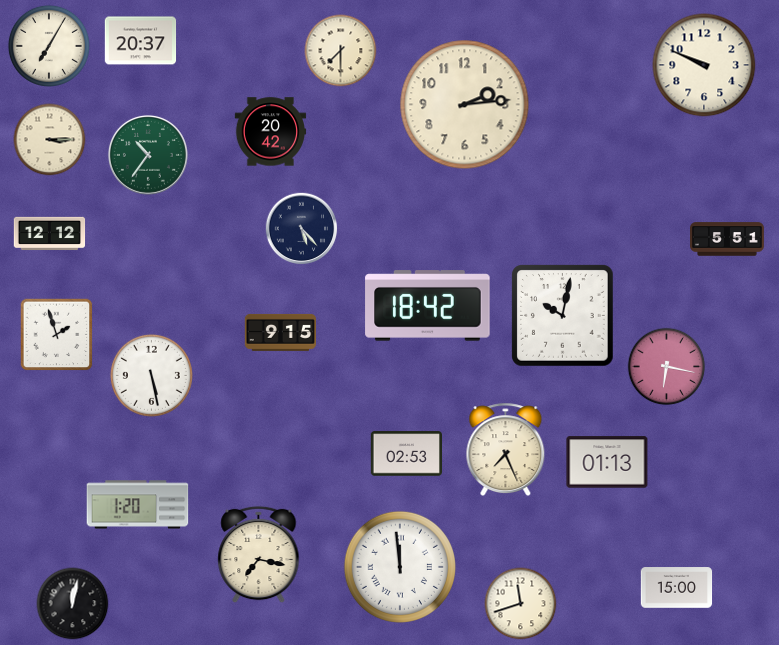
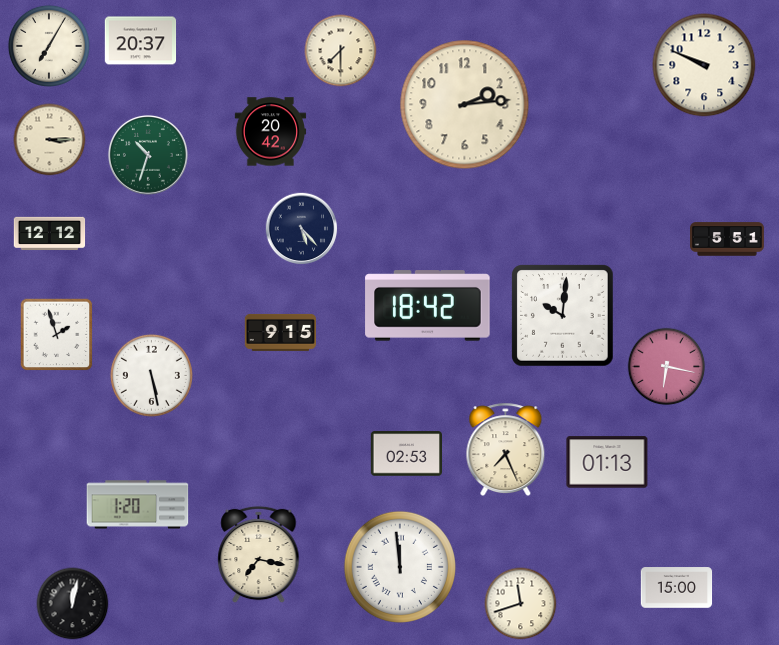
clock at (148, 155): 10:36 -> 10:33
clock at (563, 316): 10:02 -> 10:01
